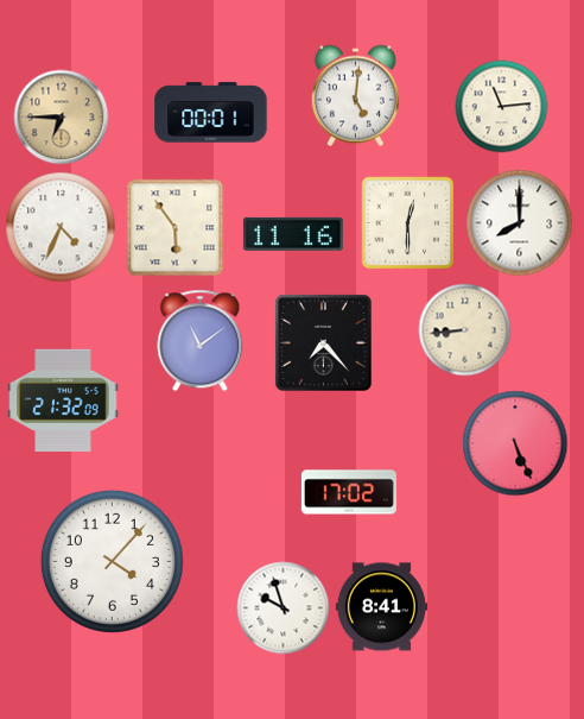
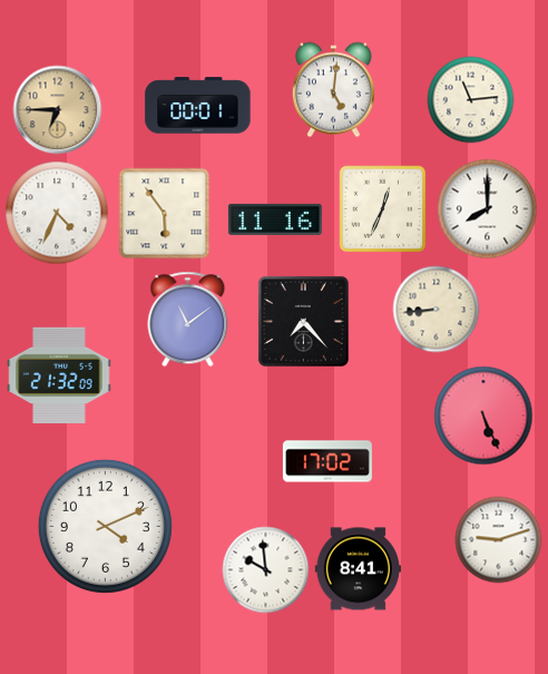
clock at (407, 222): 12:30 -> 12:34
clock at (112, 561): 4:07 -> 4:11
clock at (498, 539): none -> 9:12
clock at (283, 607): 9:57 -> 9:59
